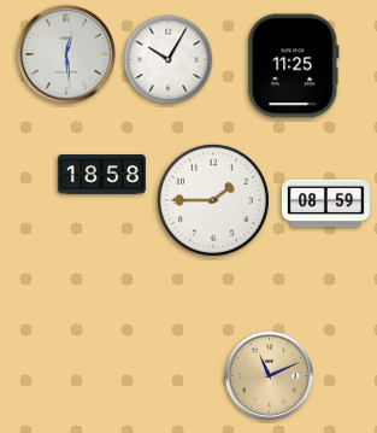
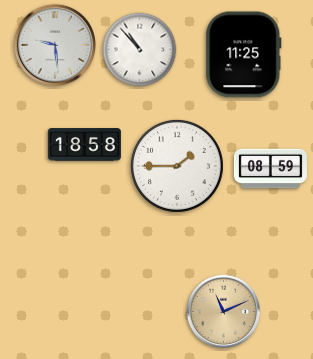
clock at (66, 54): 12:29 -> 9:29
clock at (169, 60): 10:05 -> 10:53
